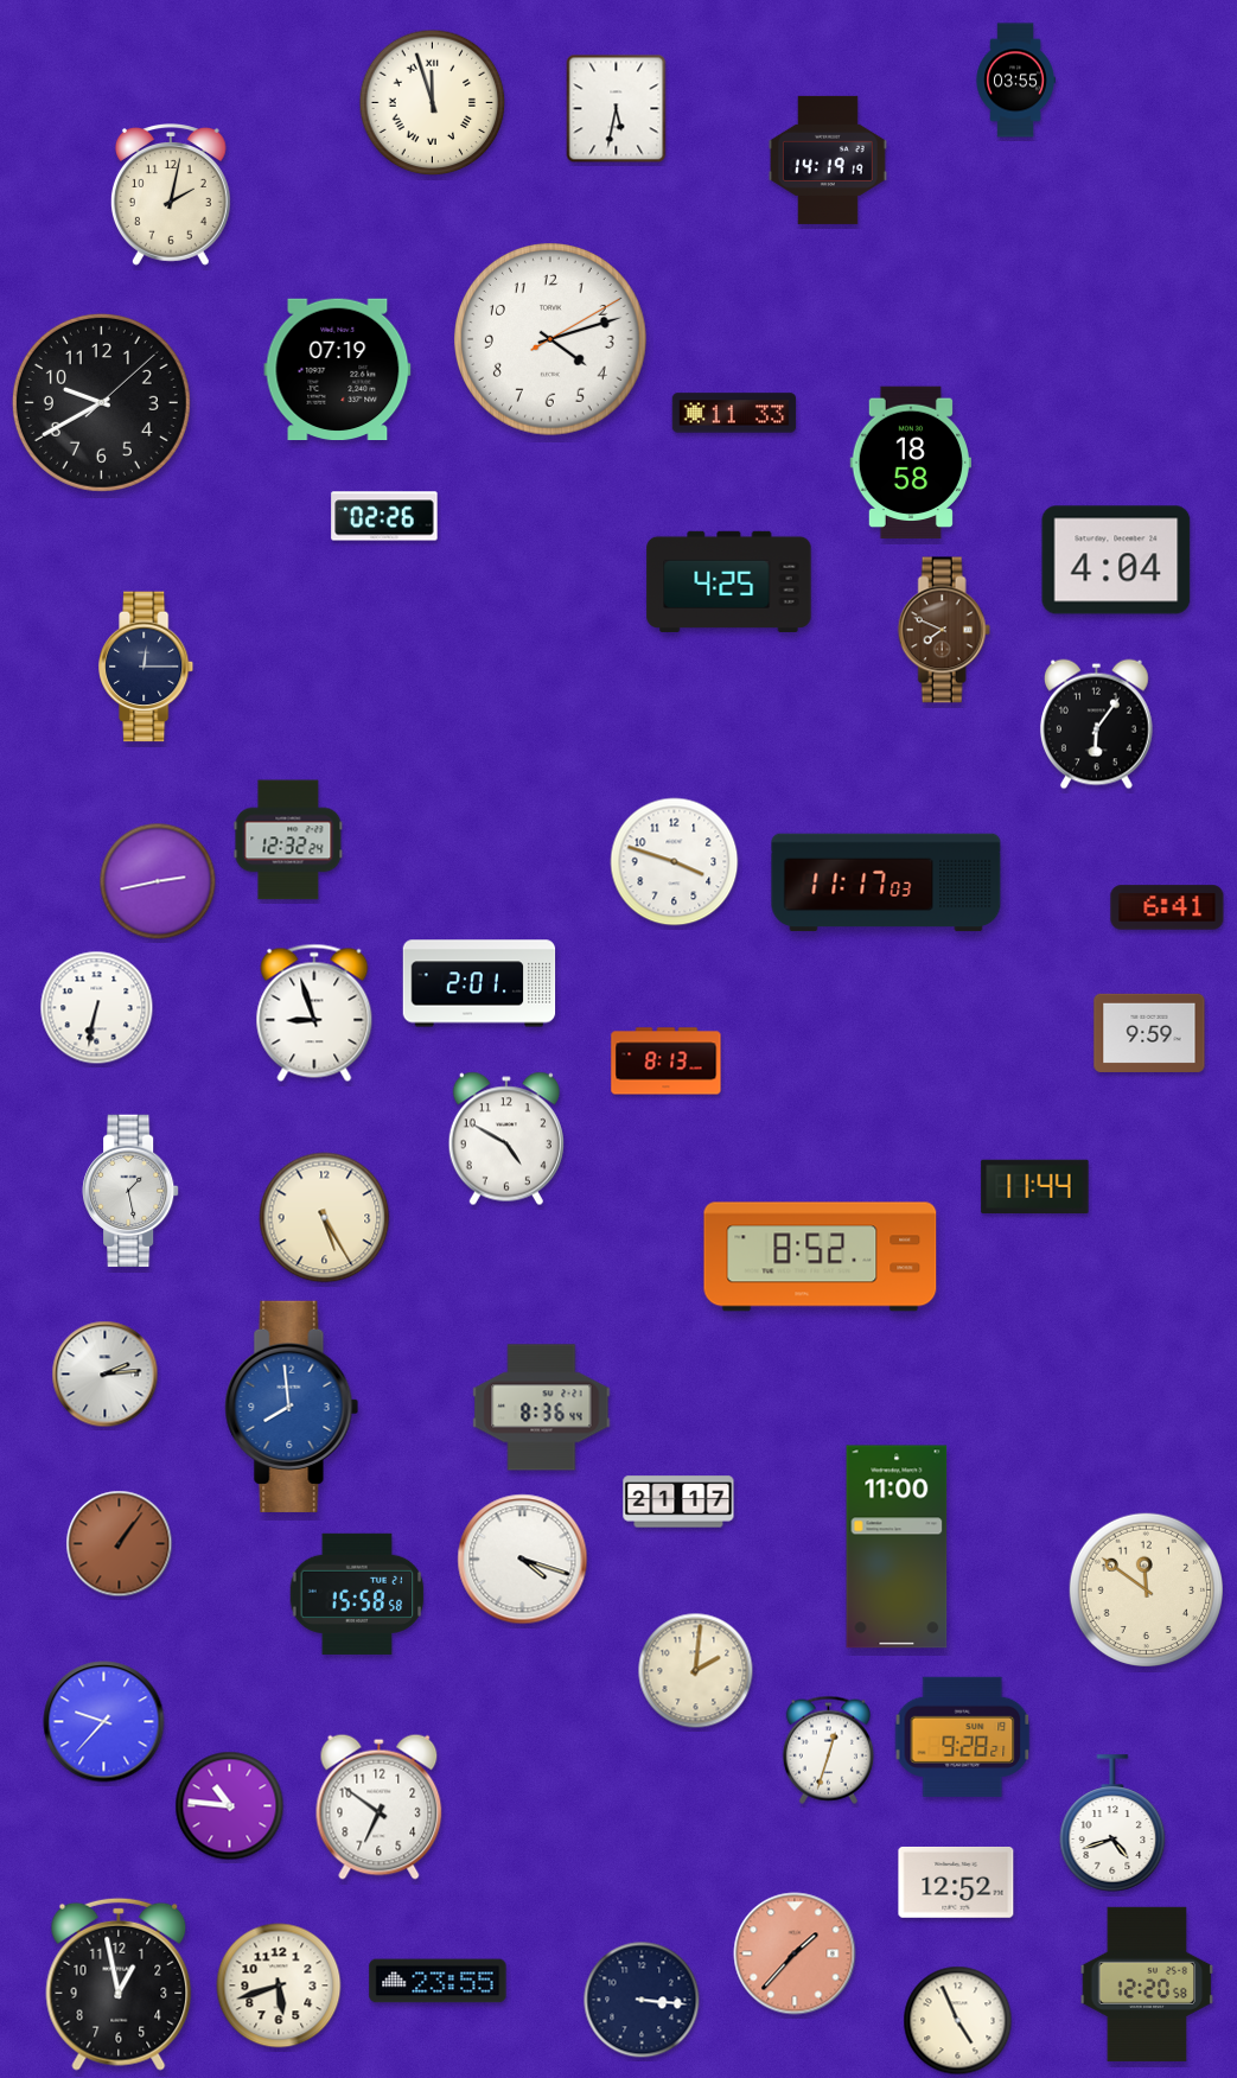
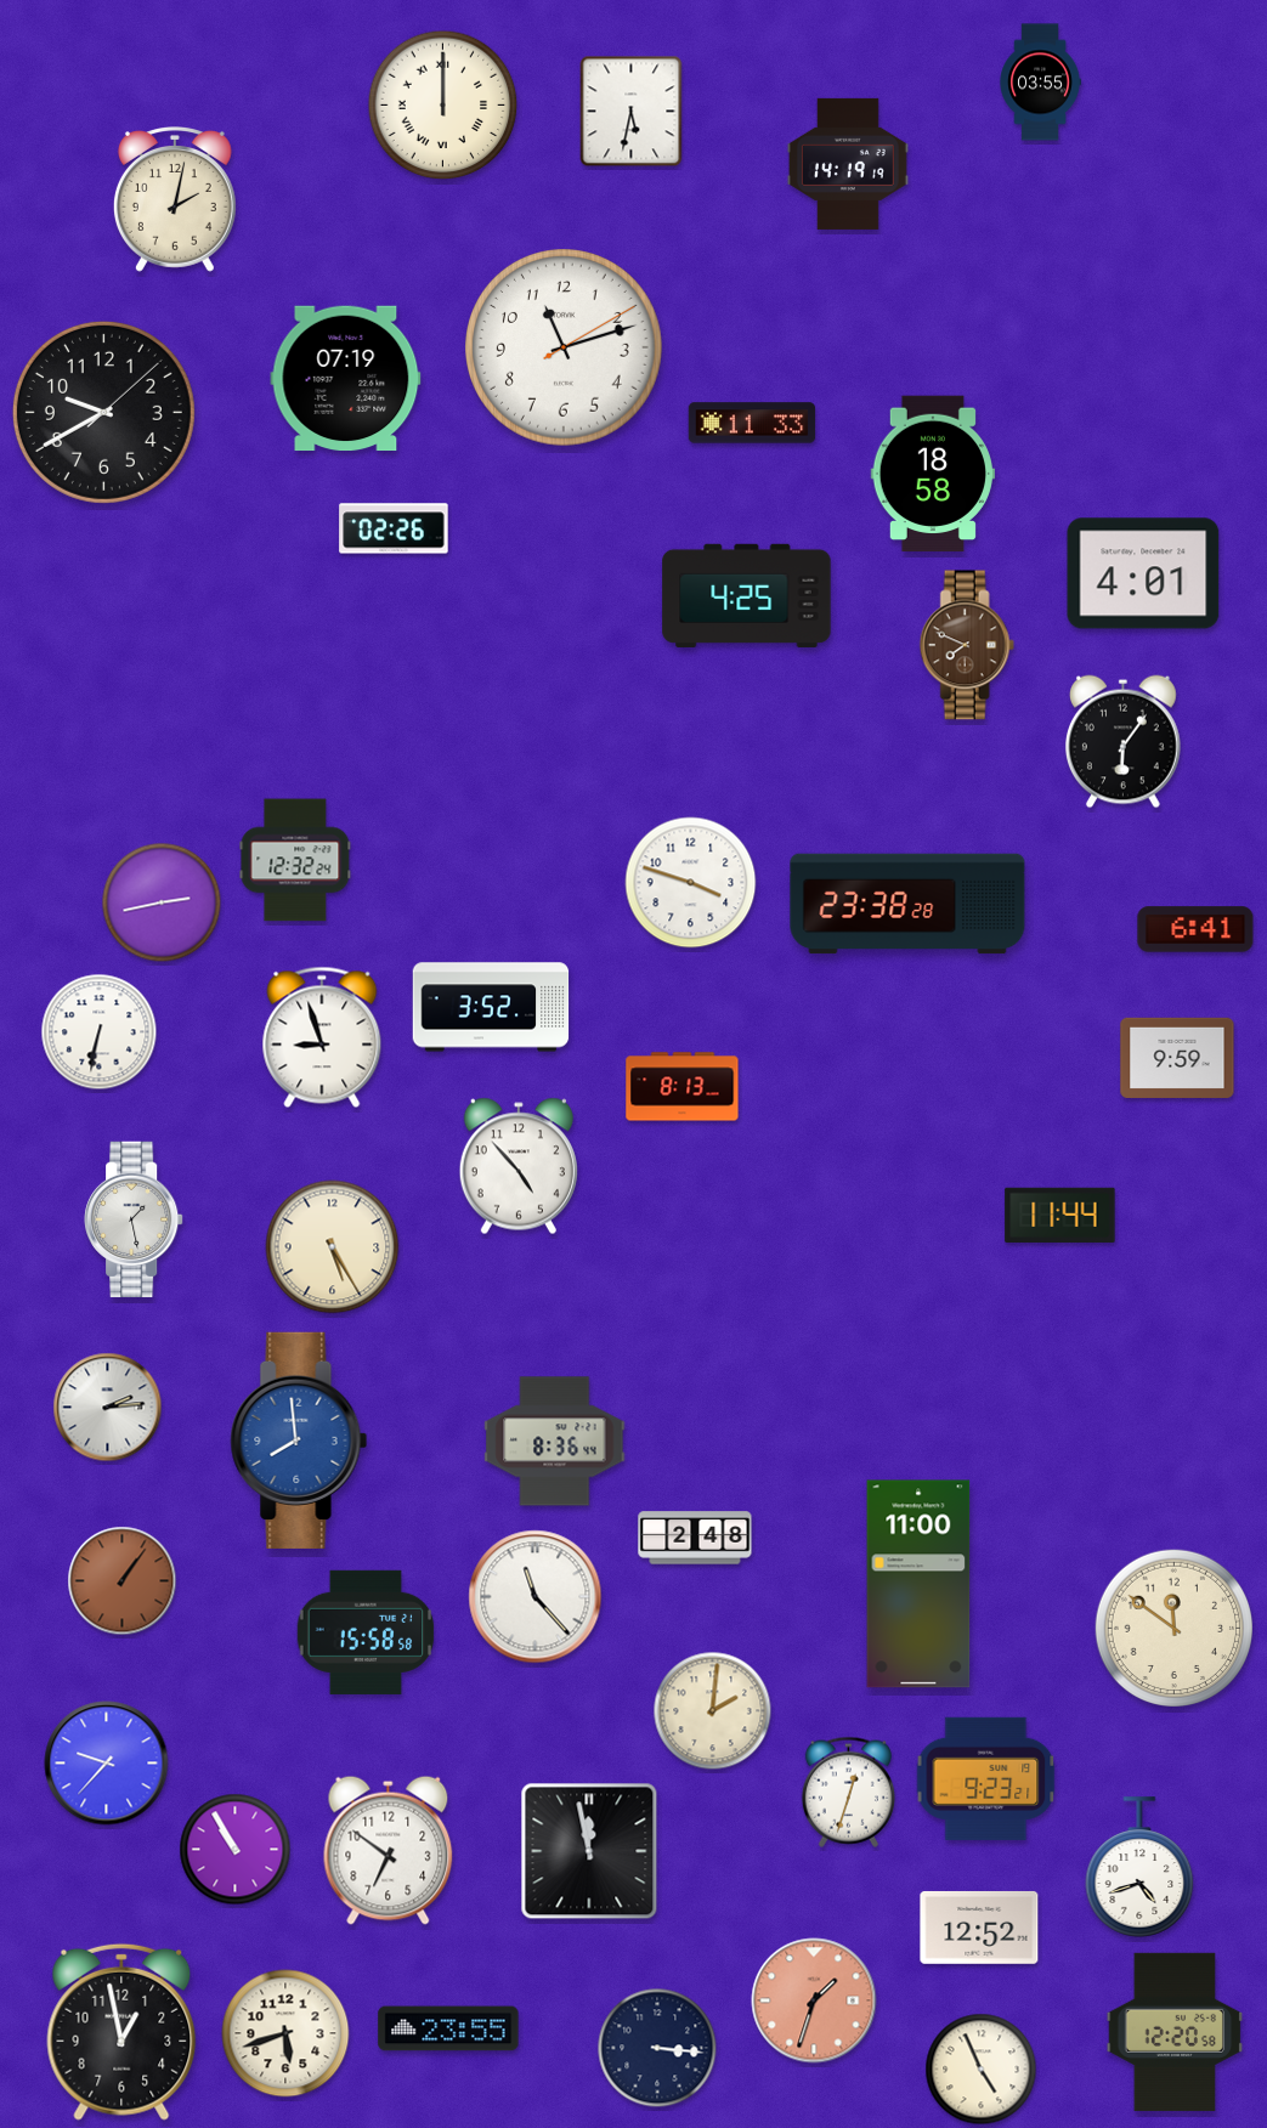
clock at (433, 103): 11:57 -> 12:00
clock at (551, 340): 4:12 -> 11:12
clock at (1116, 560): 4:04 -> 4:01
clock at (147, 667): 12:15 -> none
clock at (886, 882): 11:17 -> 23:38
clock at (479, 983): 2:01 -> 3:52
clock at (506, 1139): 4:50 -> 4:53
clock at (821, 1257): 8:52 -> none
clock at (678, 1502): 21:17 -> 2:48
clock at (523, 1560): 4:18 -> 11:23
clock at (963, 1736): 9:28 -> 9:23
clock at (230, 1806): 10:46 -> 10:55
clock at (589, 1851): none -> 11:58
clock at (795, 1953): 1:37 -> 1:33
